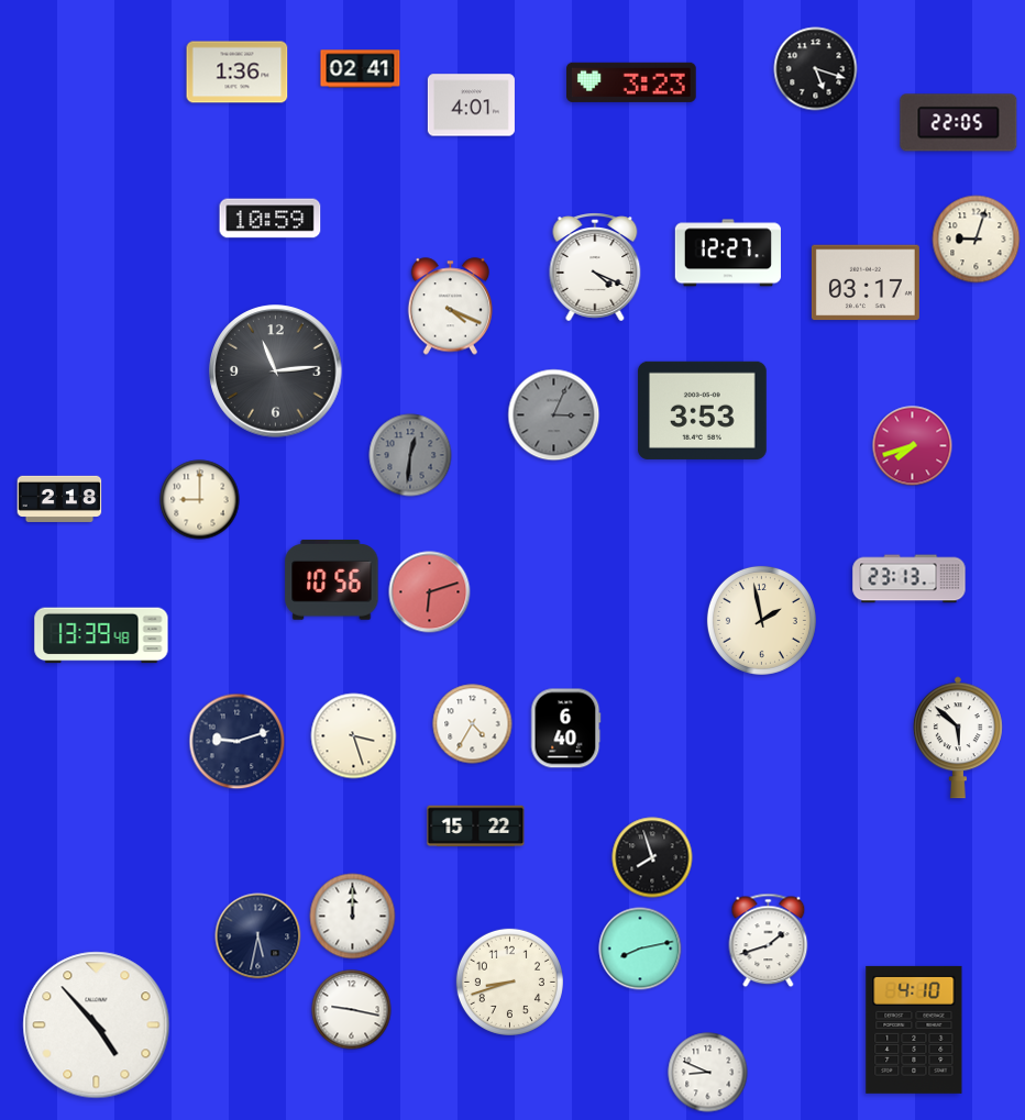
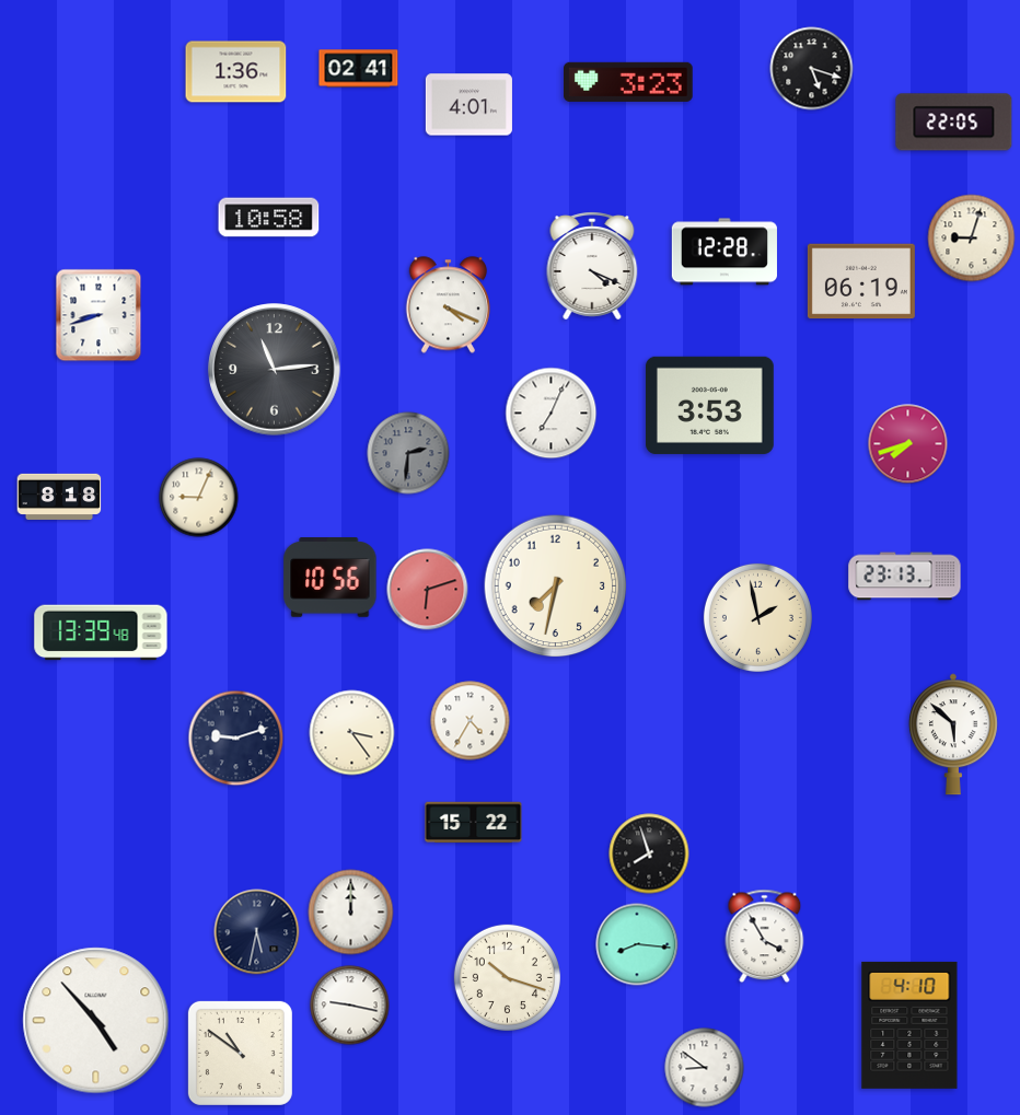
clock at (271, 219): 10:59 -> 10:58
clock at (728, 253): 12:27 -> 12:28
clock at (866, 282): 03:17 -> 06:19
clock at (98, 315): none -> 8:42
clock at (702, 410) position: (702, 410) -> (709, 405)
clock at (554, 415): 3:04 -> 7:04
clock at (554, 415) dial: grey -> white
clock at (410, 455): 12:31 -> 2:31
clock at (59, 499): 2:18 -> 8:18
clock at (200, 500): 9:00 -> 9:04
clock at (556, 586): none -> 7:32
clock at (566, 729): 6:40 -> none
clock at (354, 736): 3:27 -> 3:24
clock at (769, 941): 1:42 -> 3:55
clock at (640, 949): 8:13 -> 8:16
clock at (509, 982): 8:42 -> 10:18
clock at (240, 1053): none -> 10:51
clock at (708, 1073): 8:49 -> 8:51
